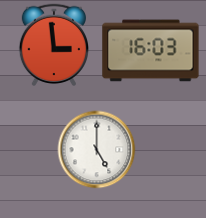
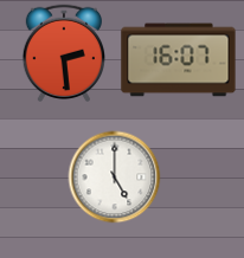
clock at (53, 45): 2:59 -> 2:29
clock at (151, 51): 16:03 -> 16:07
